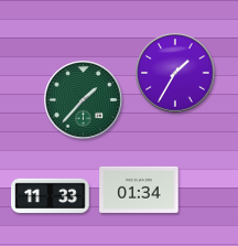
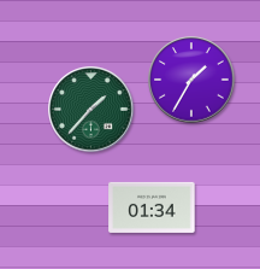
clock at (51, 196): 11:33 -> none
